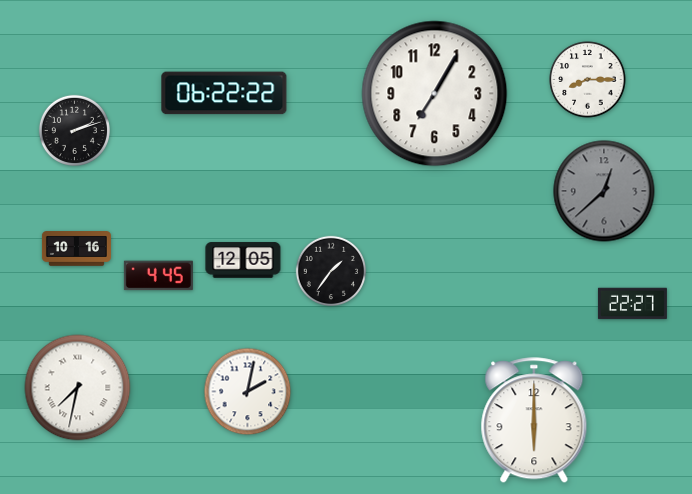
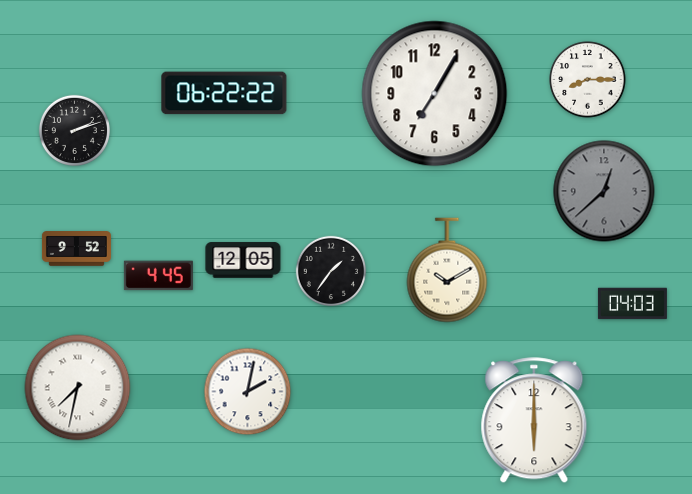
clock at (76, 249): 10:16 -> 9:52
clock at (447, 270): none -> 10:10
clock at (632, 304): 22:27 -> 04:03
